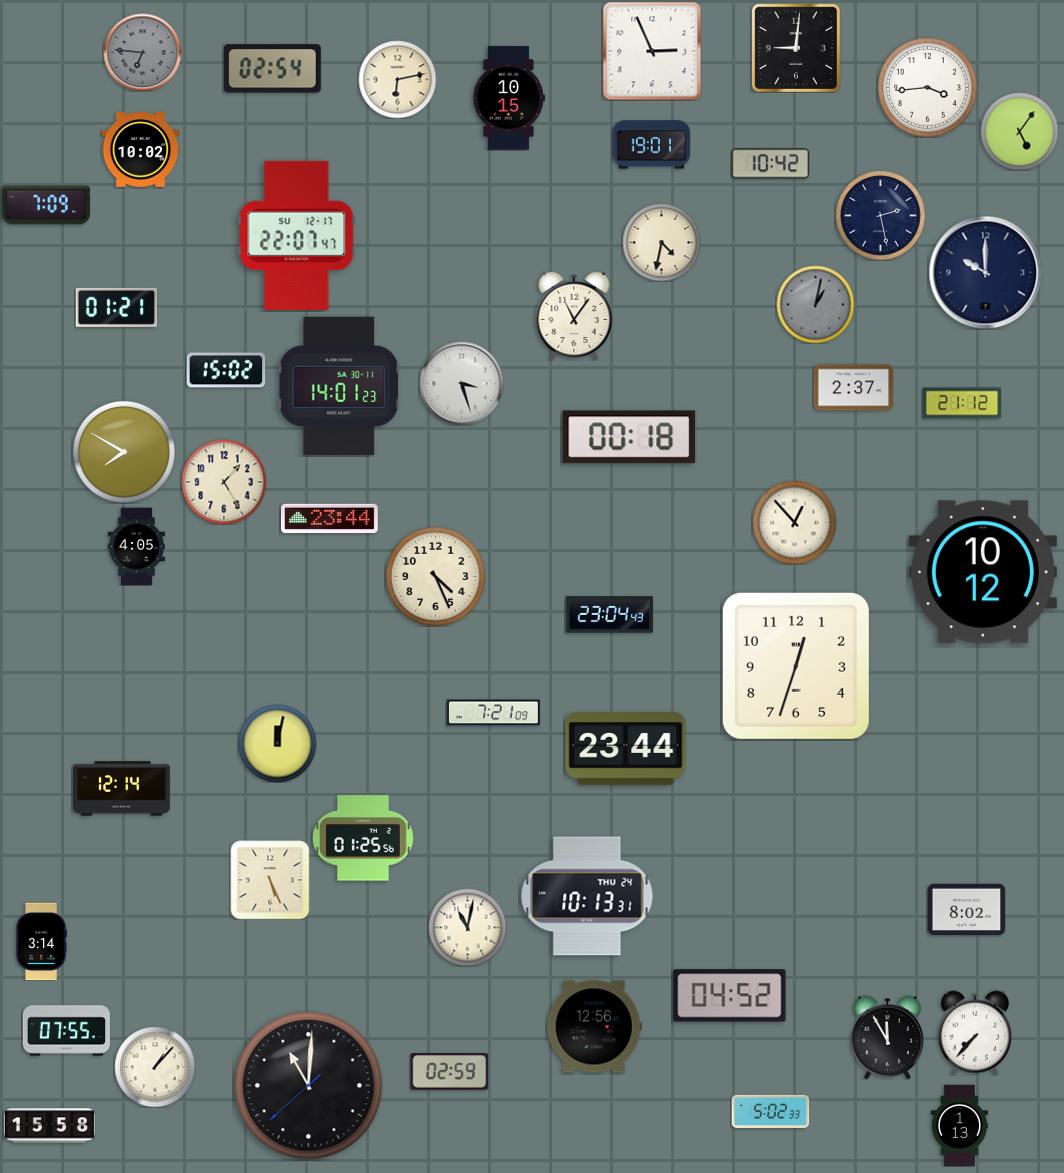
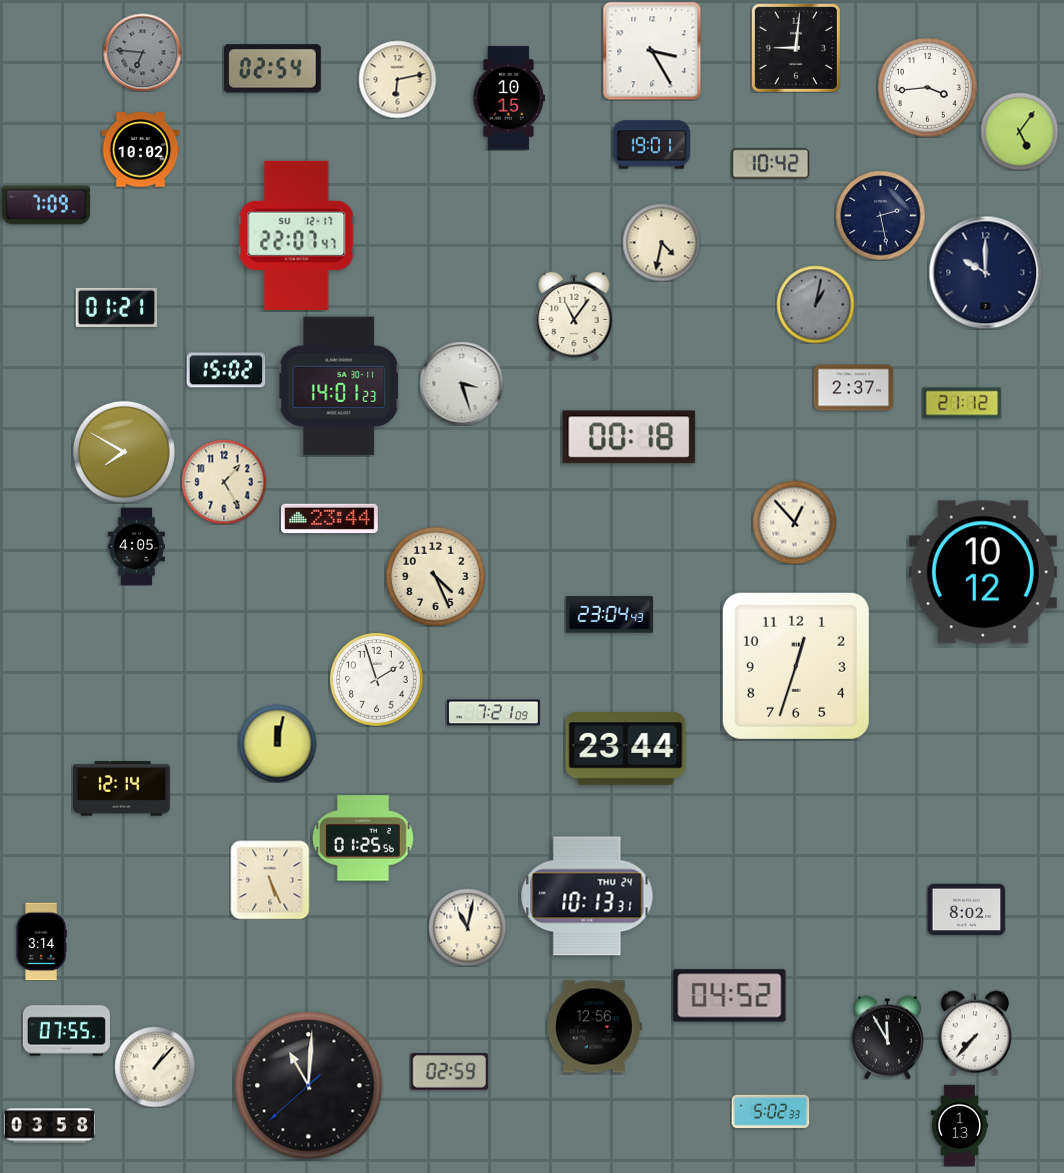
clock at (652, 51): 2:56 -> 3:25
clock at (376, 679): none -> 1:57
clock at (49, 1126): 15:58 -> 03:58
